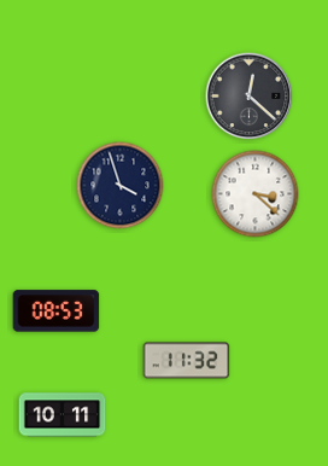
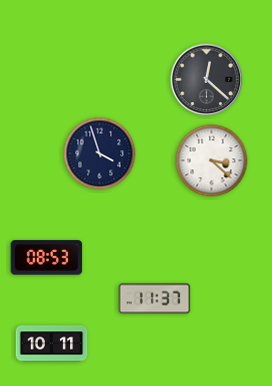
clock at (187, 361): 11:32 -> 11:37
